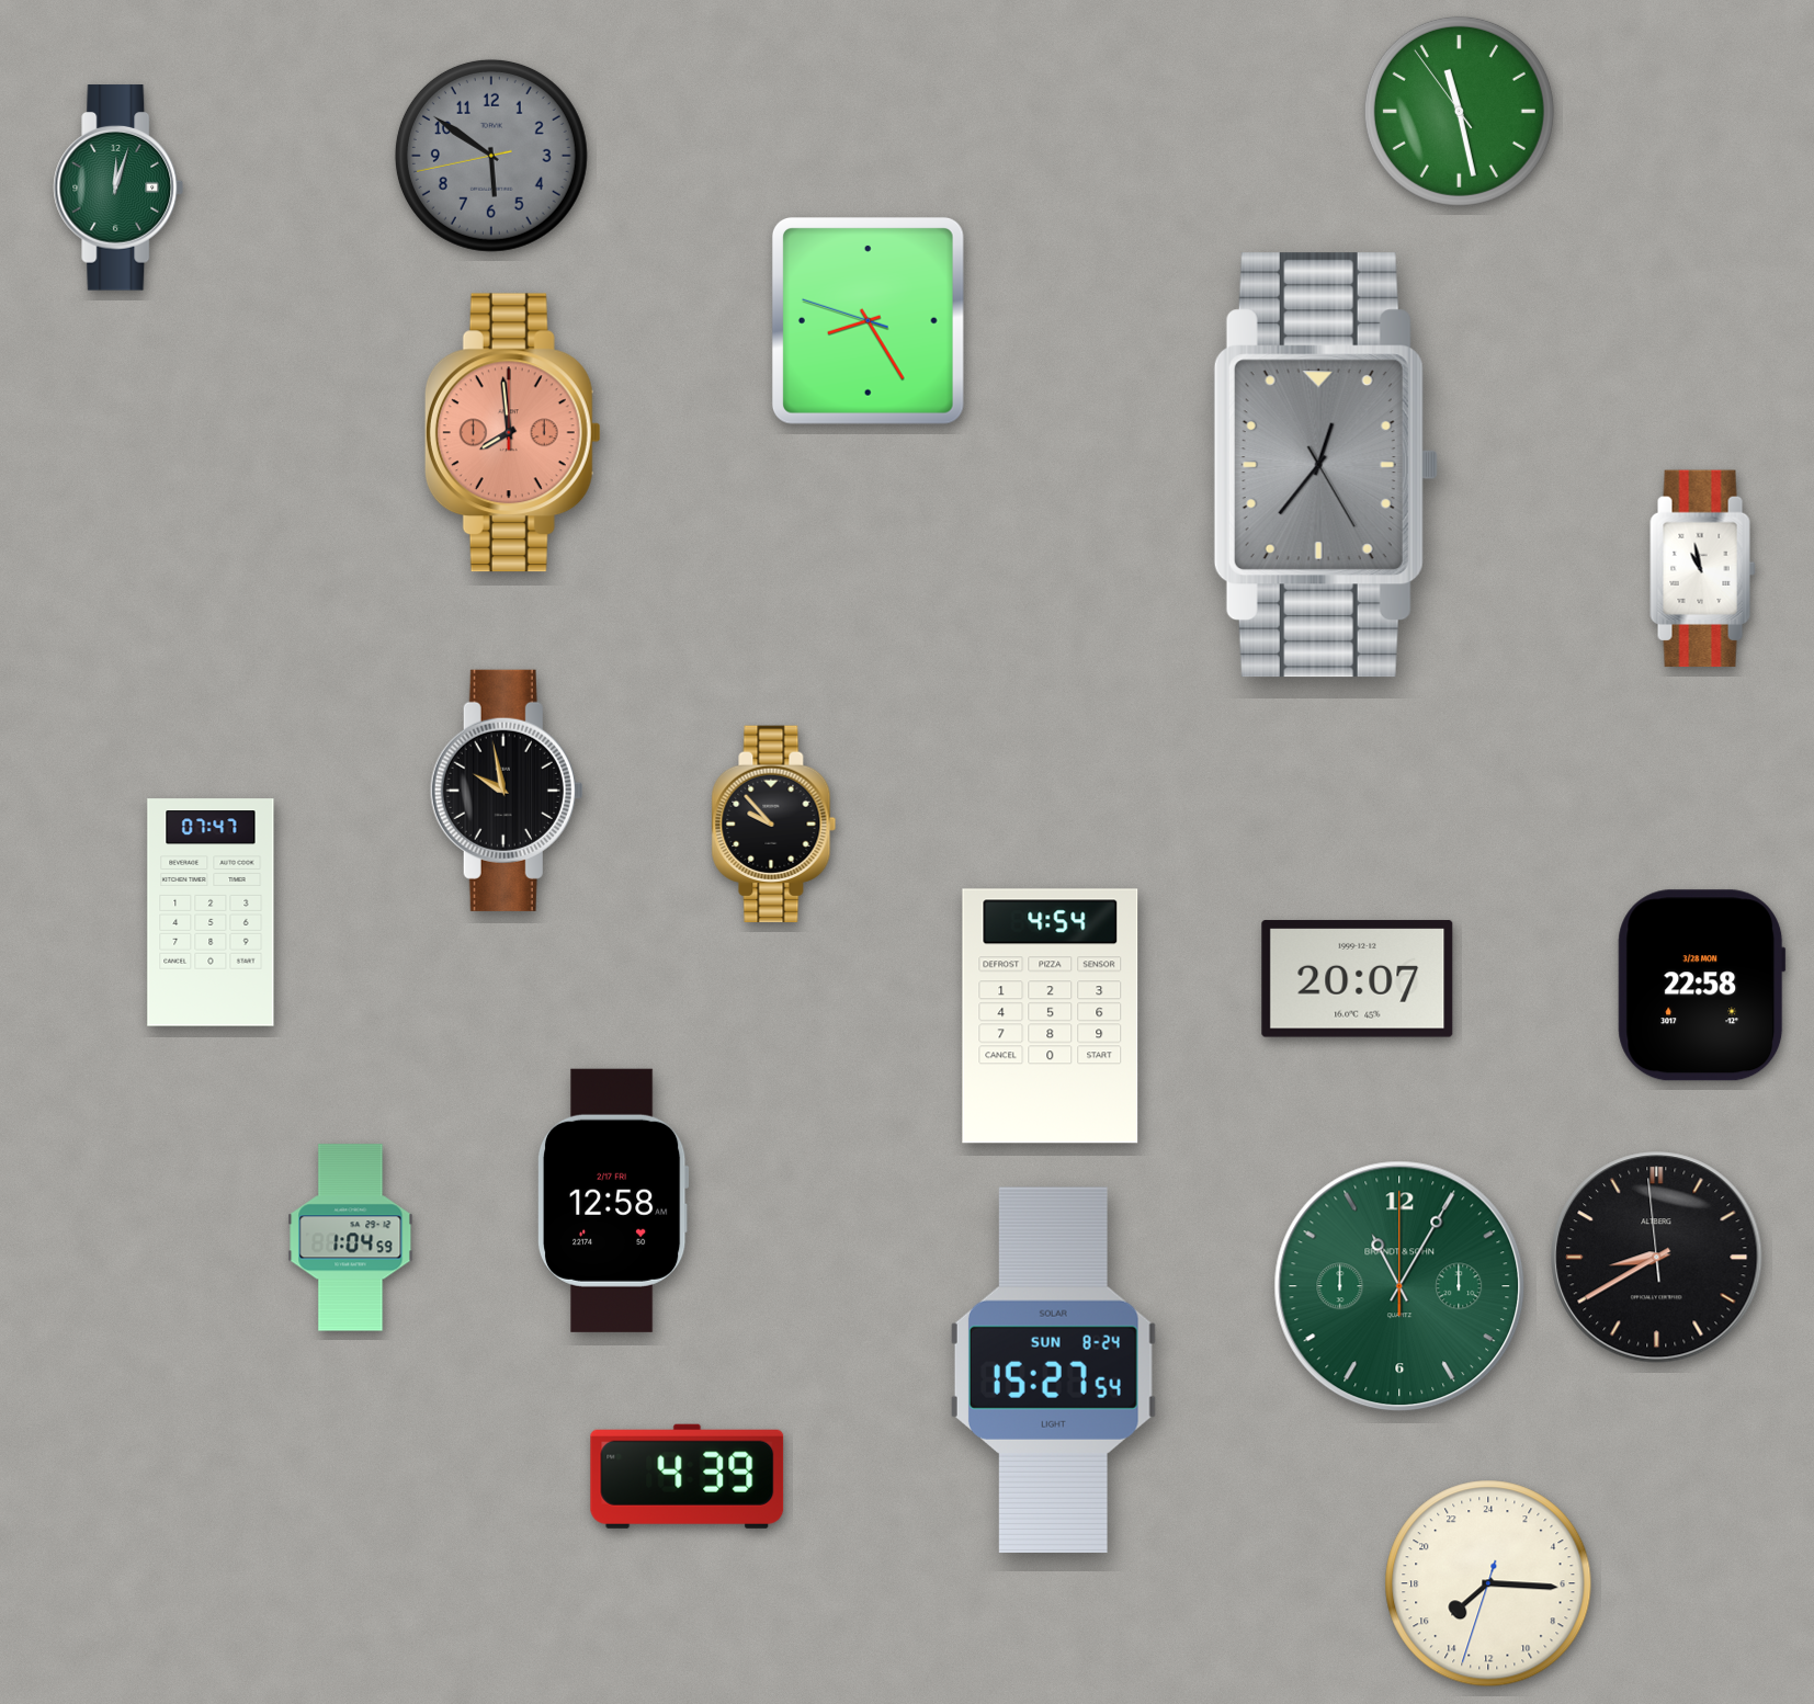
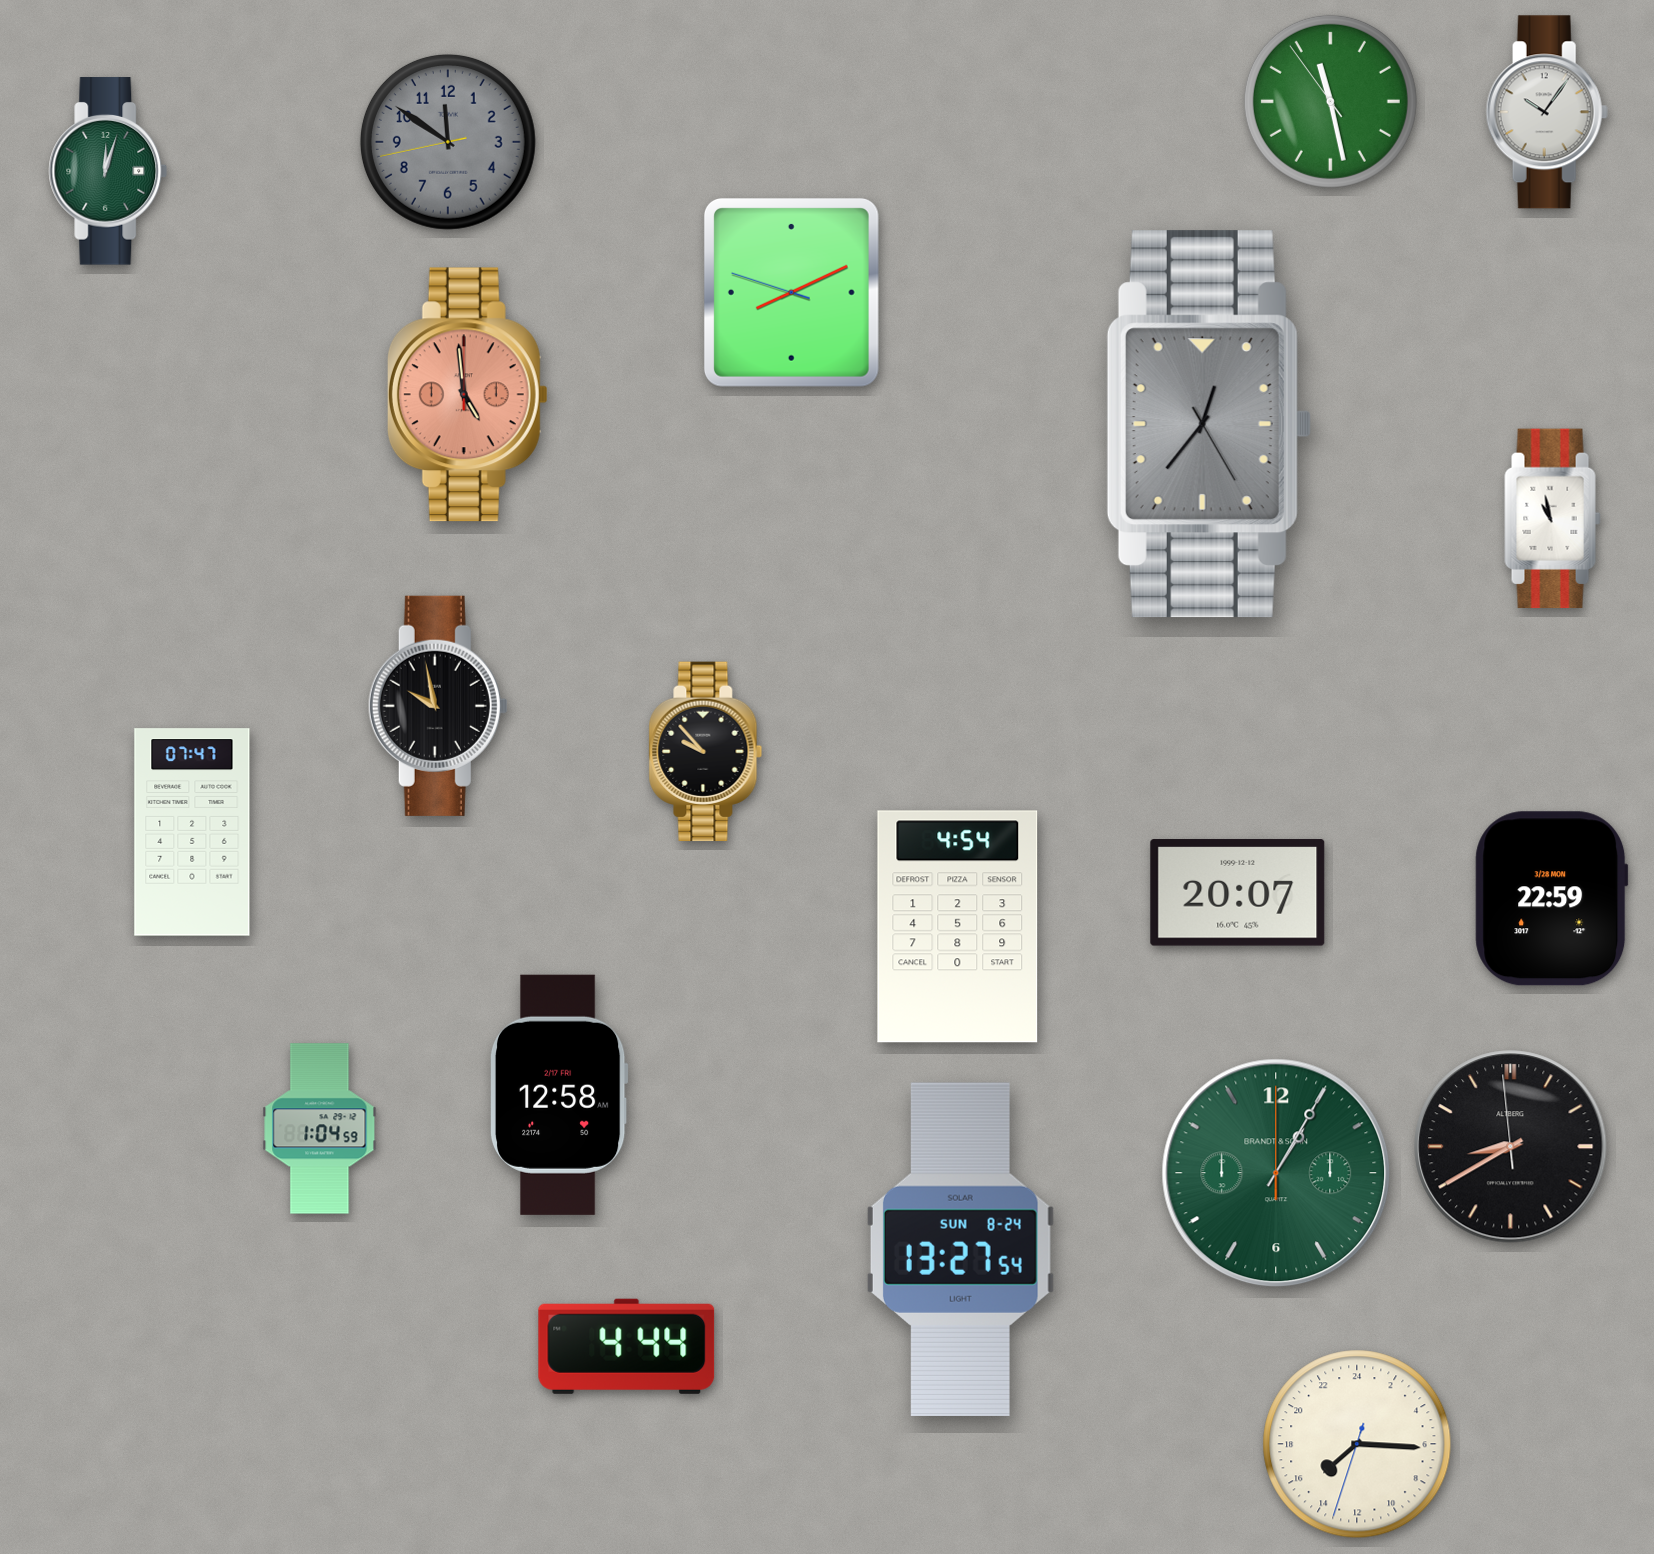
clock at (1547, 112): none -> 10:06
clock at (491, 156): 5:50 -> 11:50
clock at (868, 320): 8:24 -> 8:10
clock at (512, 433): 7:59 -> 4:59
clock at (507, 791) position: (507, 791) -> (438, 706)
clock at (1702, 986): 22:58 -> 22:59
clock at (1399, 1286): 11:05 -> 1:05
clock at (1053, 1370): 15:27 -> 13:27
clock at (688, 1476): 4:39 -> 4:44
